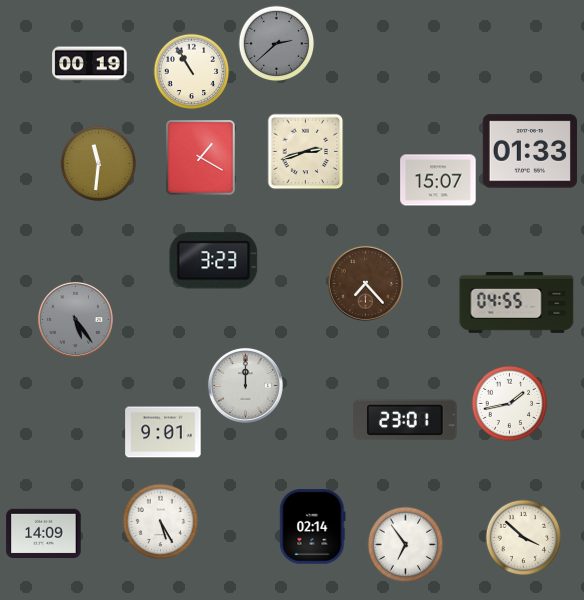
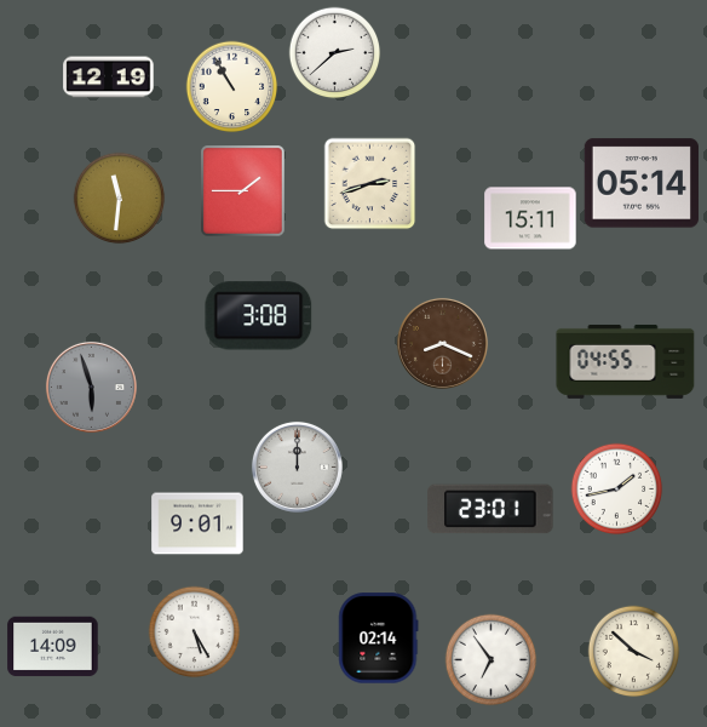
clock at (277, 44) dial: grey -> white
clock at (90, 64): 00:19 -> 12:19
clock at (529, 151): 01:33 -> 05:14
clock at (201, 158): 1:20 -> 1:45
clock at (438, 180): 15:07 -> 15:11
clock at (214, 261): 3:23 -> 3:08
clock at (365, 283): 7:23 -> 8:19
clock at (517, 302) position: (517, 302) -> (626, 361)
clock at (75, 319): 5:24 -> 5:57
